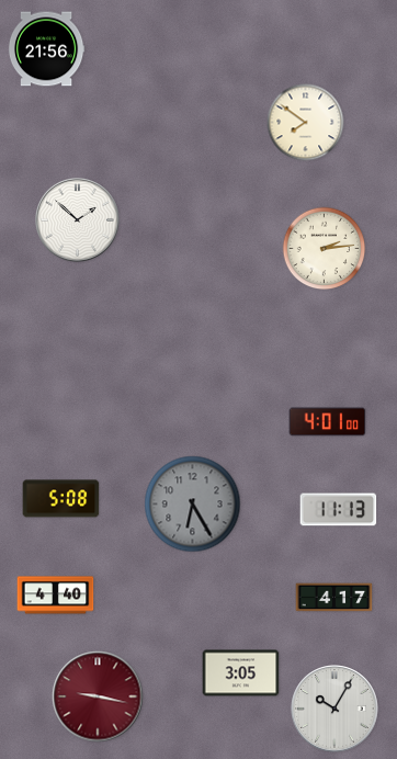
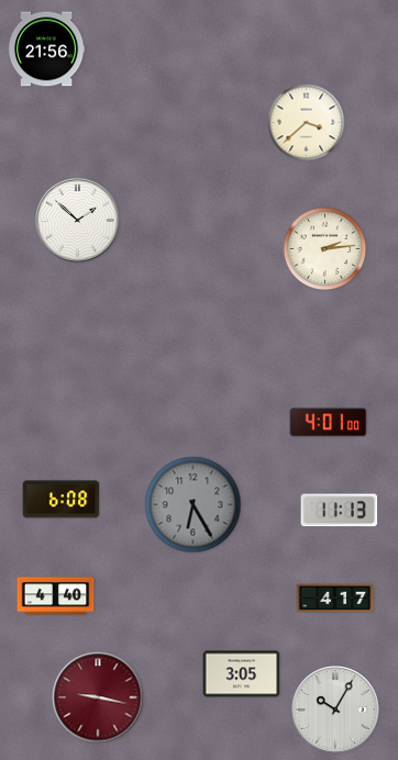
clock at (306, 123): 7:51 -> 3:38
clock at (61, 499): 5:08 -> 6:08
